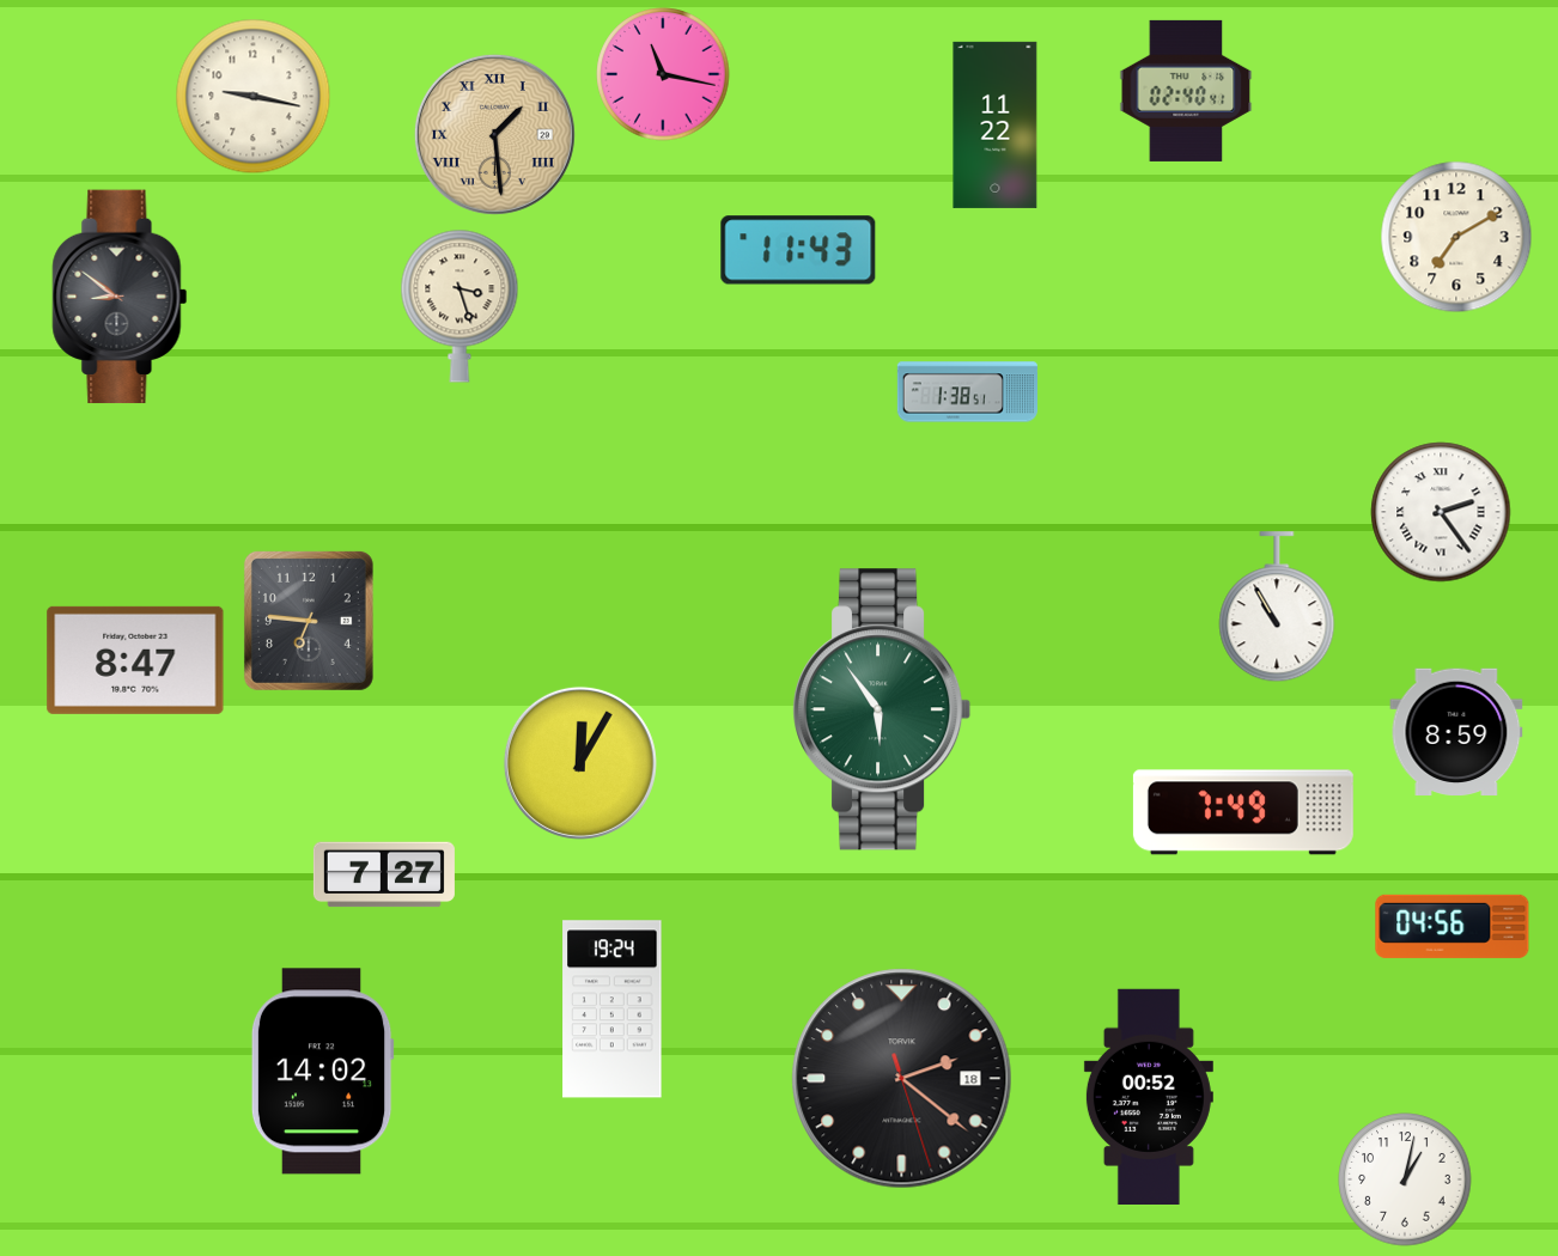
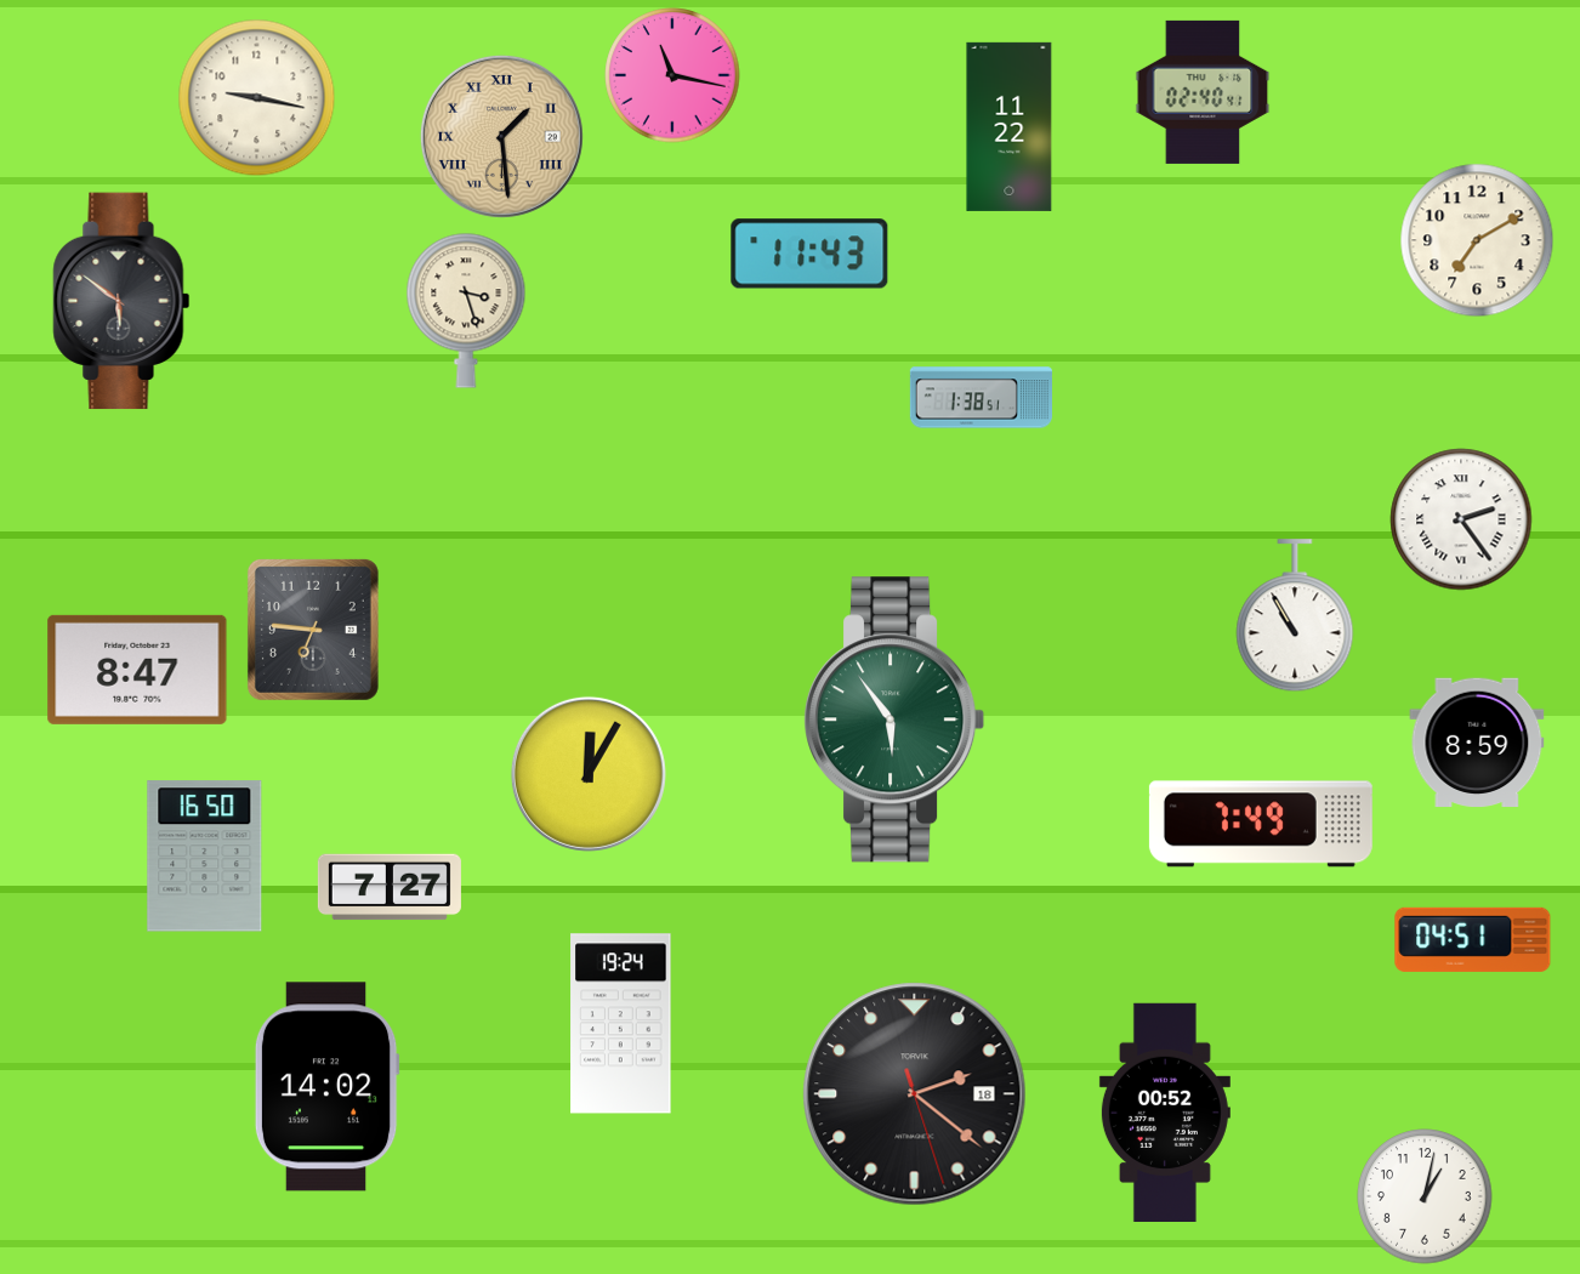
clock at (120, 297): 8:51 -> 5:51
clock at (205, 857): none -> 16:50
clock at (1453, 926): 04:56 -> 04:51
